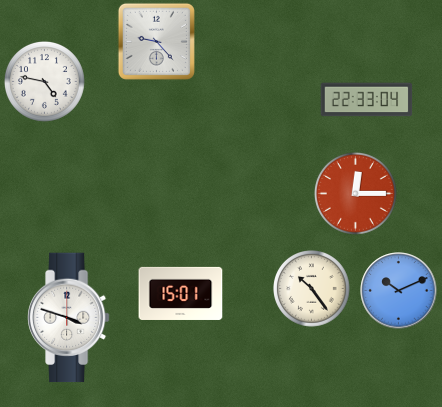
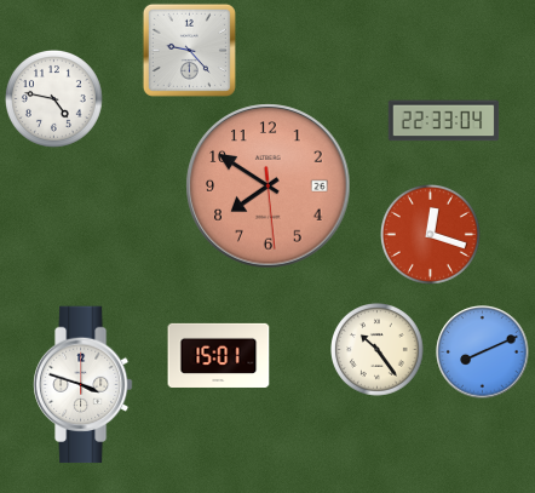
clock at (269, 187): none -> 7:50
clock at (355, 193): 12:15 -> 12:18
clock at (399, 291): 10:11 -> 8:11
